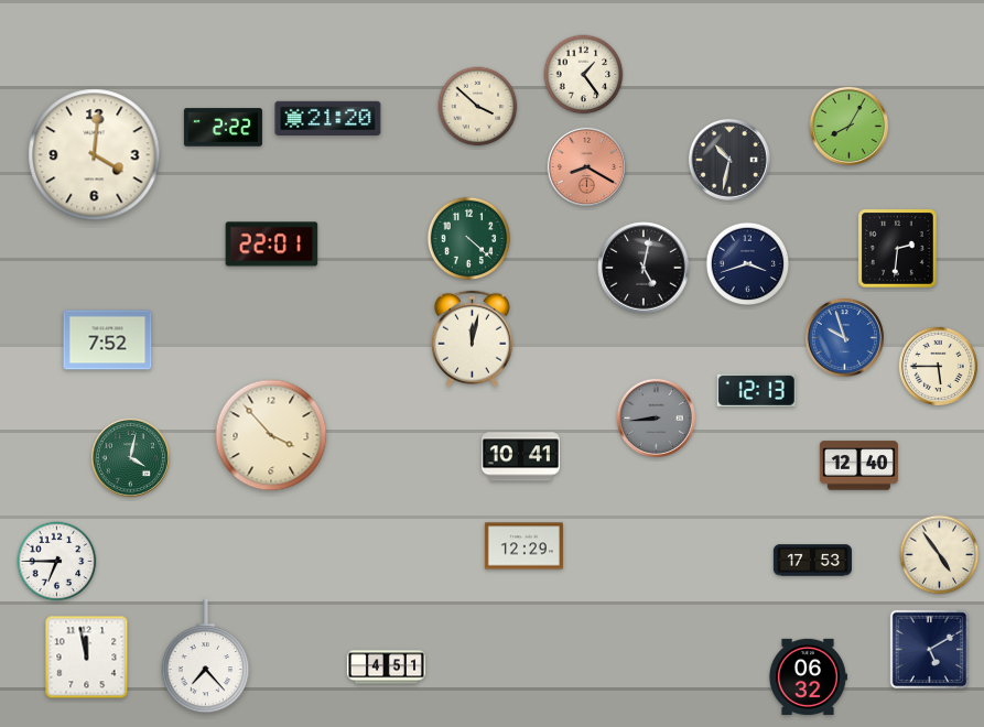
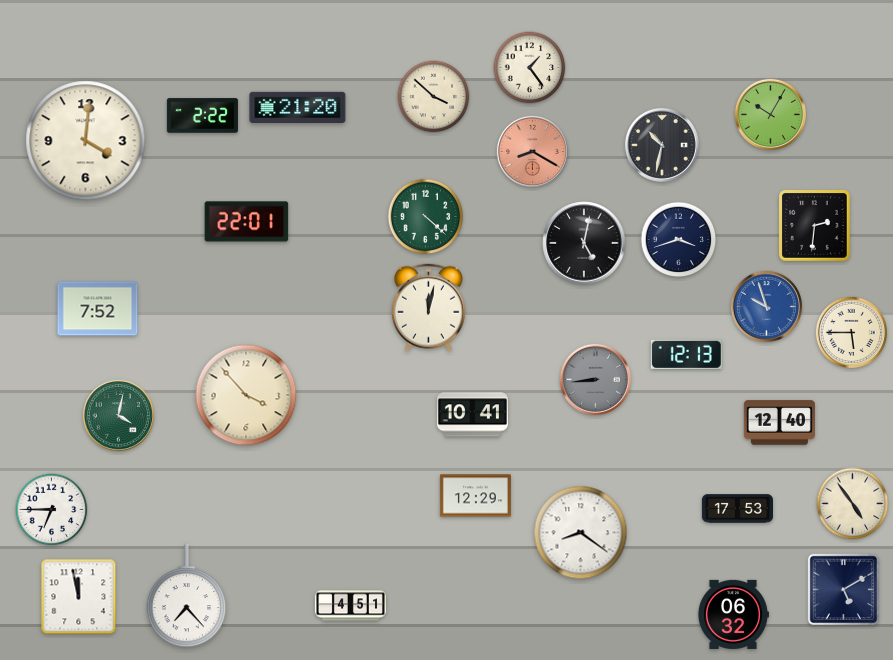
clock at (848, 126): 8:05 -> 10:05
clock at (581, 533): none -> 8:21
